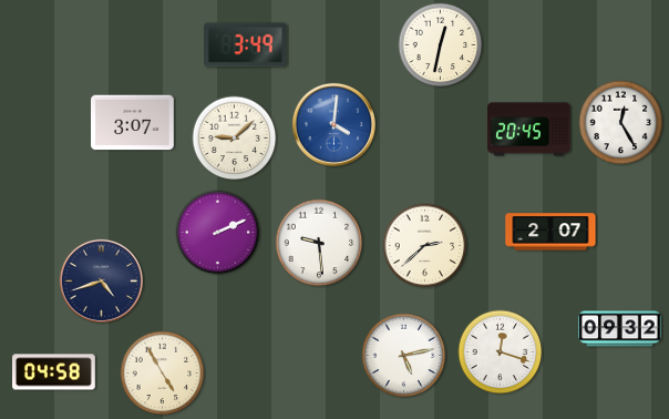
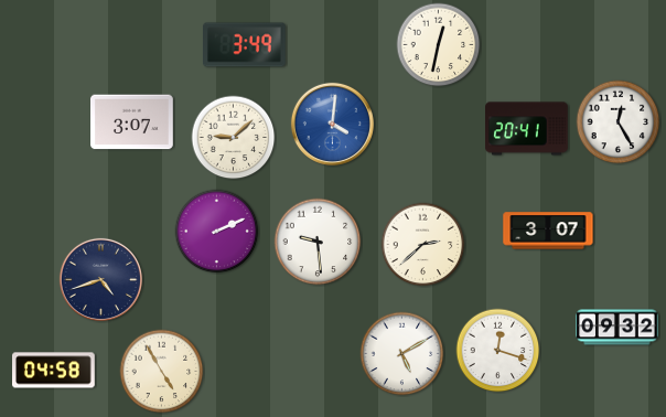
clock at (529, 130): 20:45 -> 20:41
clock at (550, 232): 2:07 -> 3:07
clock at (404, 356): 5:13 -> 5:10
